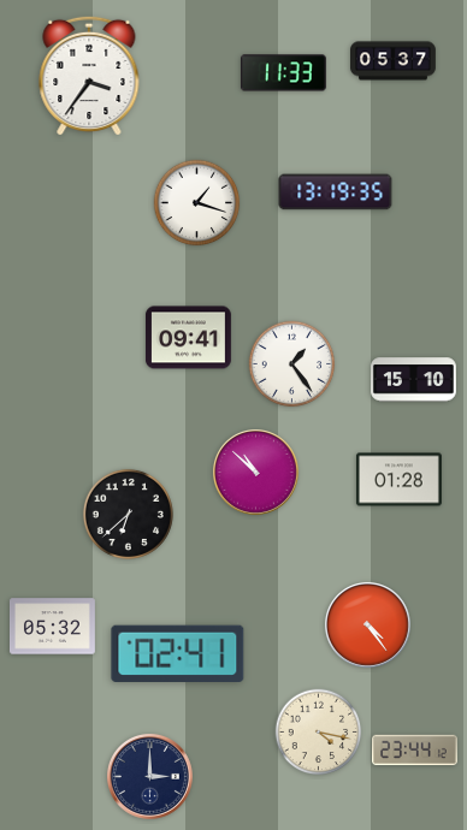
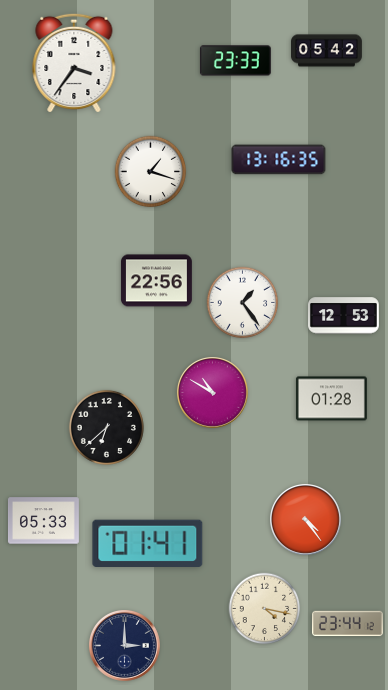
clock at (394, 61): 05:37 -> 05:42
clock at (283, 73): 11:33 -> 23:33
clock at (336, 192): 13:19 -> 13:16
clock at (197, 203) position: (197, 203) -> (151, 172)
clock at (188, 338): 09:41 -> 22:56
clock at (414, 380): 15:10 -> 12:53
clock at (255, 472): 10:52 -> 10:50
clock at (52, 627): 05:32 -> 05:33
clock at (178, 653): 02:41 -> 01:41
clock at (415, 751) position: (415, 751) -> (348, 624)
